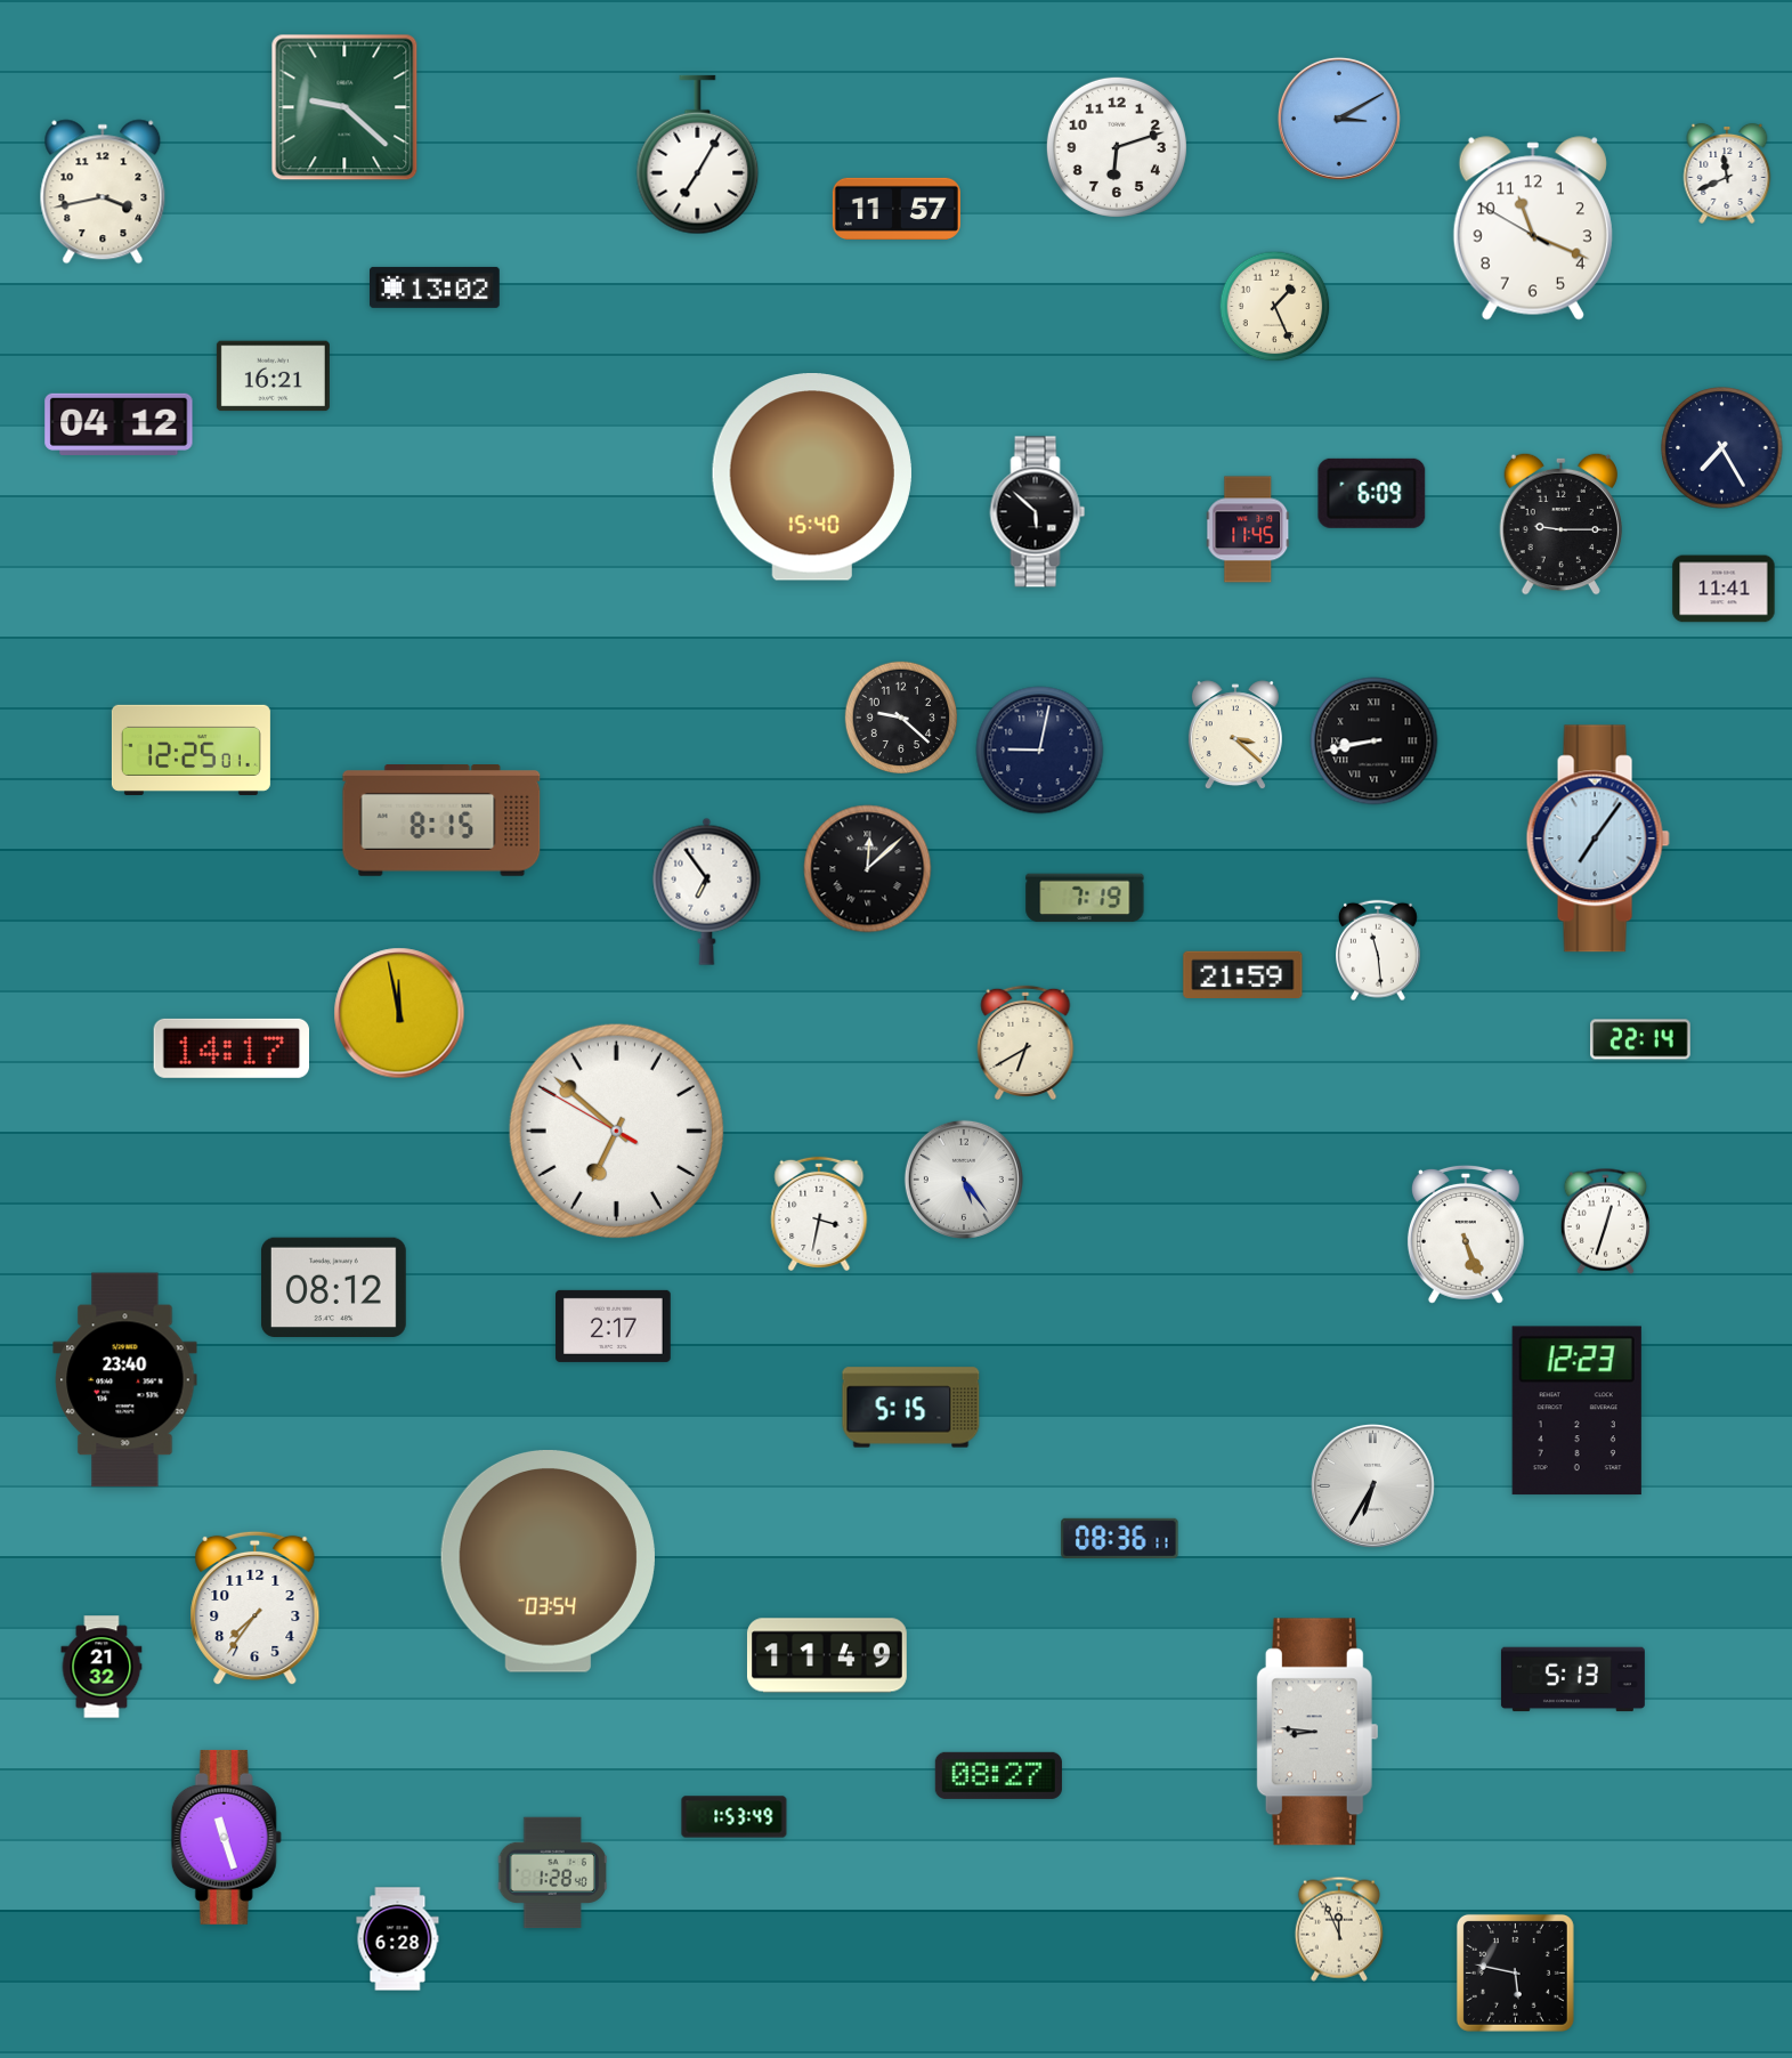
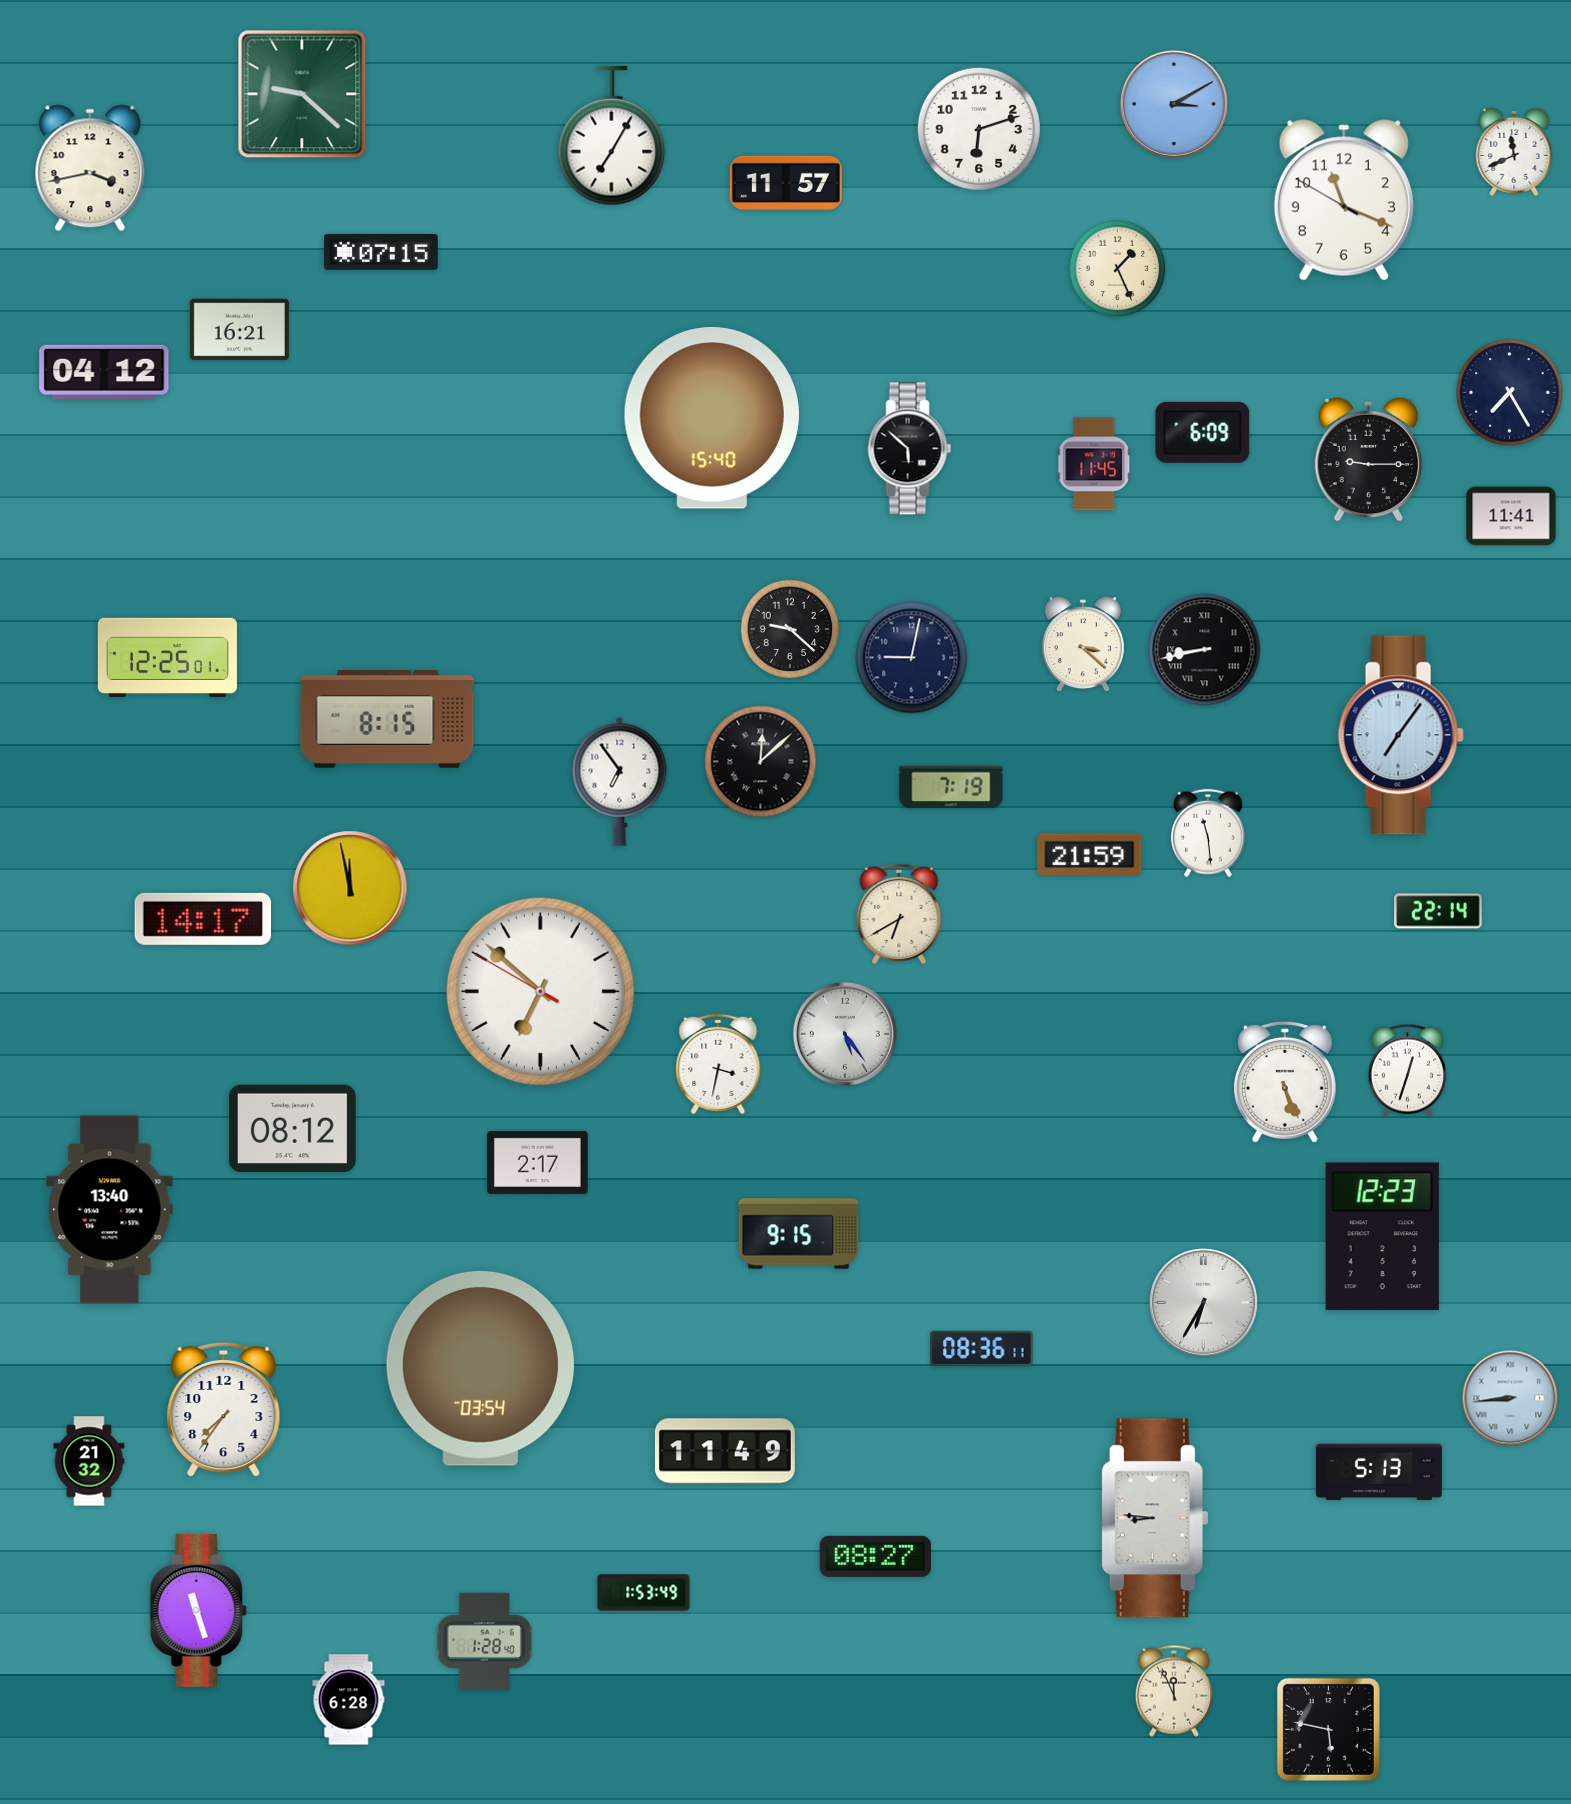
clock at (436, 287): 13:02 -> 07:15
clock at (125, 1380): 23:40 -> 13:40
clock at (911, 1408): 5:15 -> 9:15
clock at (1510, 1398): none -> 8:44
